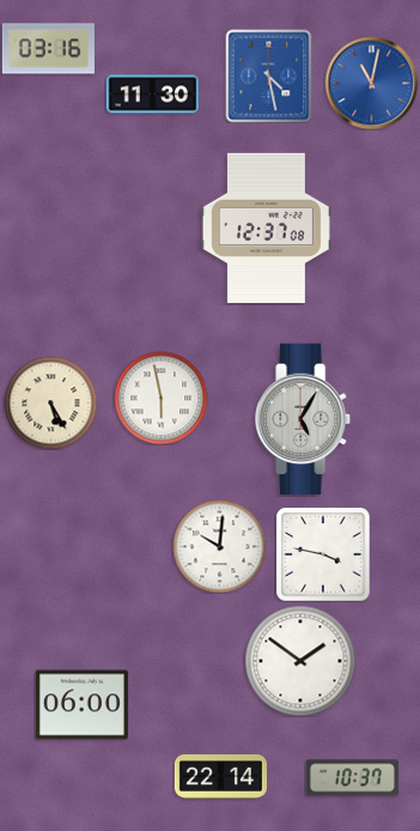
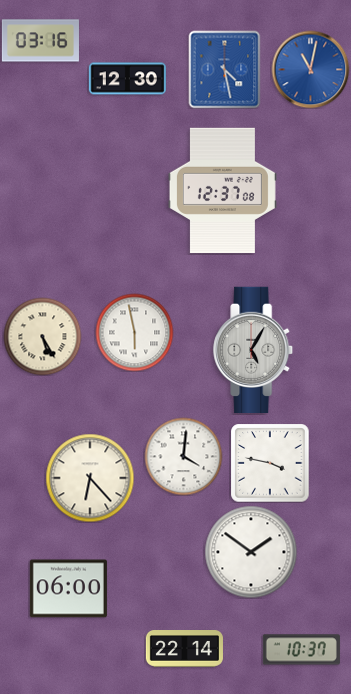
clock at (269, 75) position: (269, 75) -> (225, 69)
clock at (152, 95): 11:30 -> 12:30
clock at (219, 546): 10:01 -> 4:01
clock at (90, 478): none -> 6:23
clock at (352, 778) position: (352, 778) -> (301, 650)
